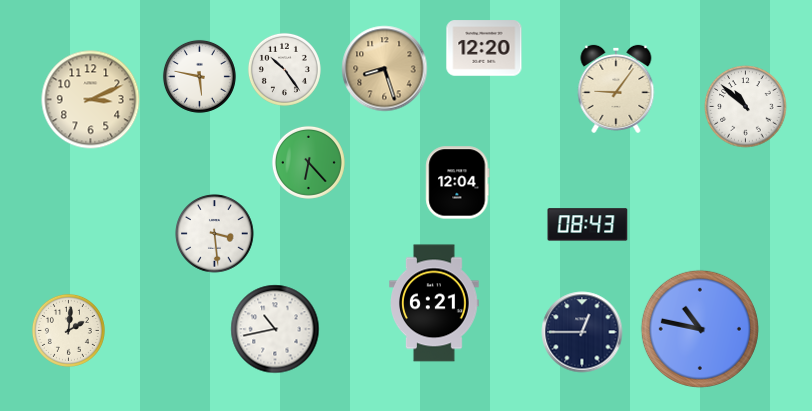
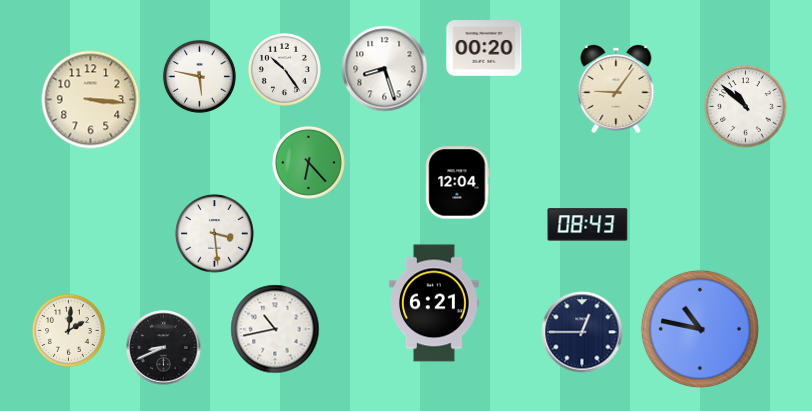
clock at (484, 48): 12:20 -> 00:20
clock at (385, 69) dial: champagne -> white
clock at (91, 100): 3:11 -> 3:16
clock at (164, 348): none -> 8:41
